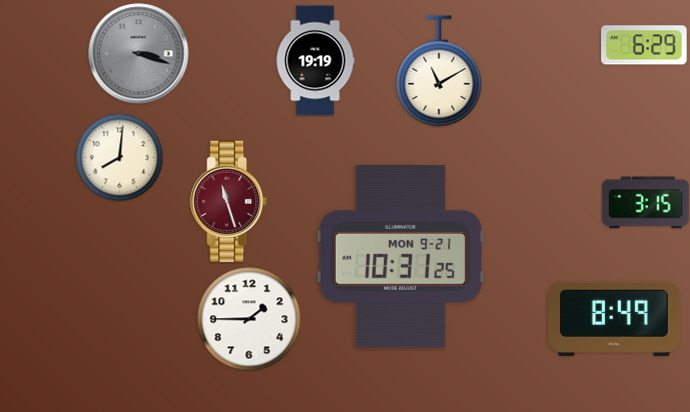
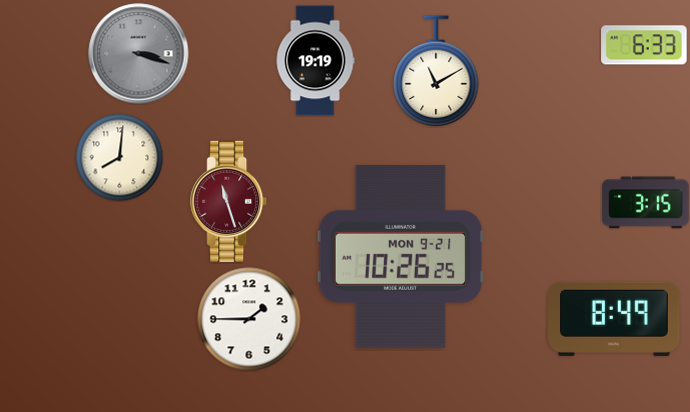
clock at (644, 45): 6:29 -> 6:33
clock at (439, 71) position: (439, 71) -> (436, 71)
clock at (400, 257): 10:31 -> 10:26
